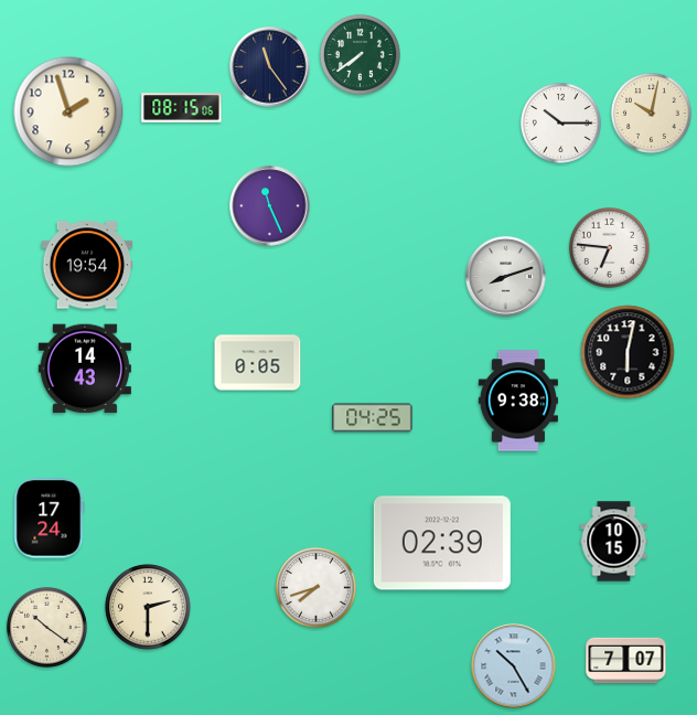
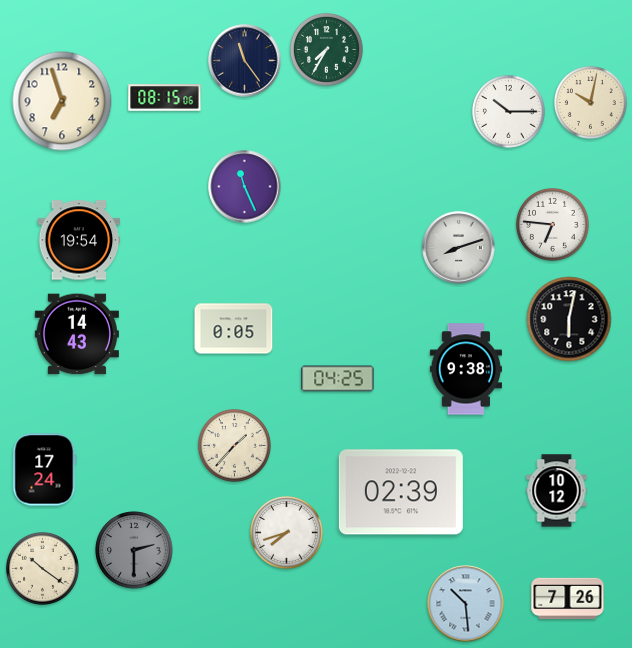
clock at (361, 55): 7:39 -> 7:35
clock at (68, 111): 1:57 -> 6:57
clock at (506, 277) position: (506, 277) -> (459, 248)
clock at (518, 401) position: (518, 401) -> (466, 369)
clock at (235, 446): none -> 1:37
clock at (614, 542): 10:15 -> 10:12
clock at (148, 607) dial: cream -> grey
clock at (626, 661): 7:07 -> 7:26
clock at (514, 666): 10:25 -> 10:29
